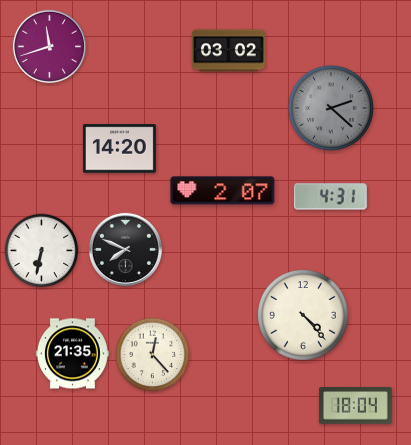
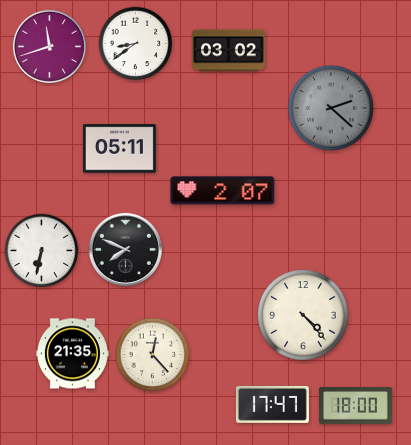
clock at (136, 44): none -> 8:39
clock at (119, 149): 14:20 -> 05:11
clock at (330, 197): 4:31 -> none
clock at (272, 405): none -> 17:47
clock at (355, 406): 18:04 -> 18:00
